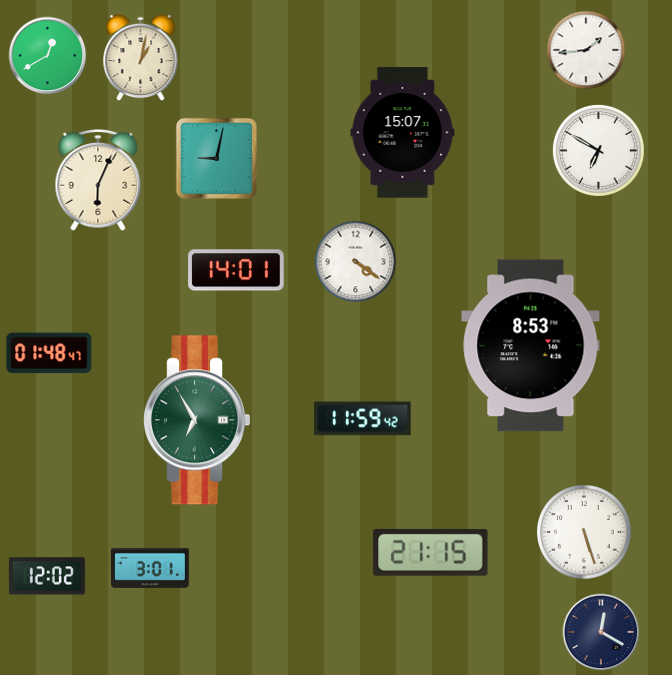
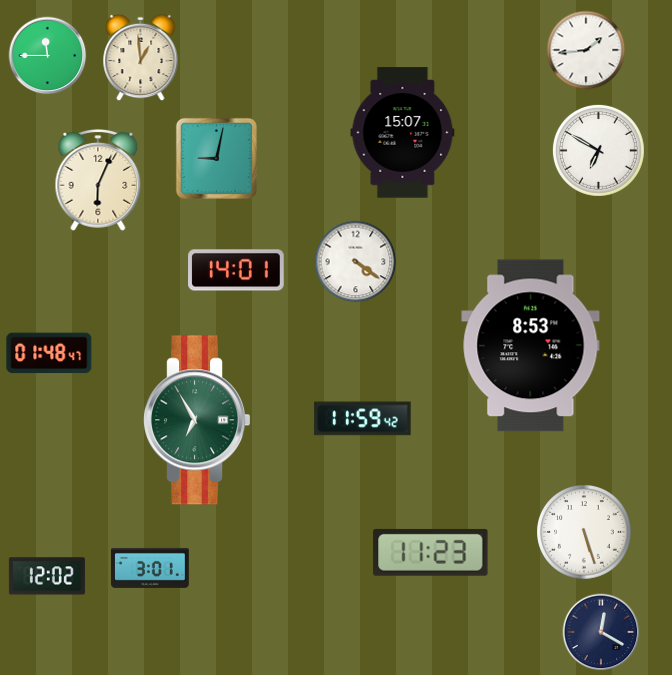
clock at (48, 56): 12:40 -> 11:45
clock at (141, 58): 1:02 -> 12:59
clock at (431, 552): 21:15 -> 11:23
